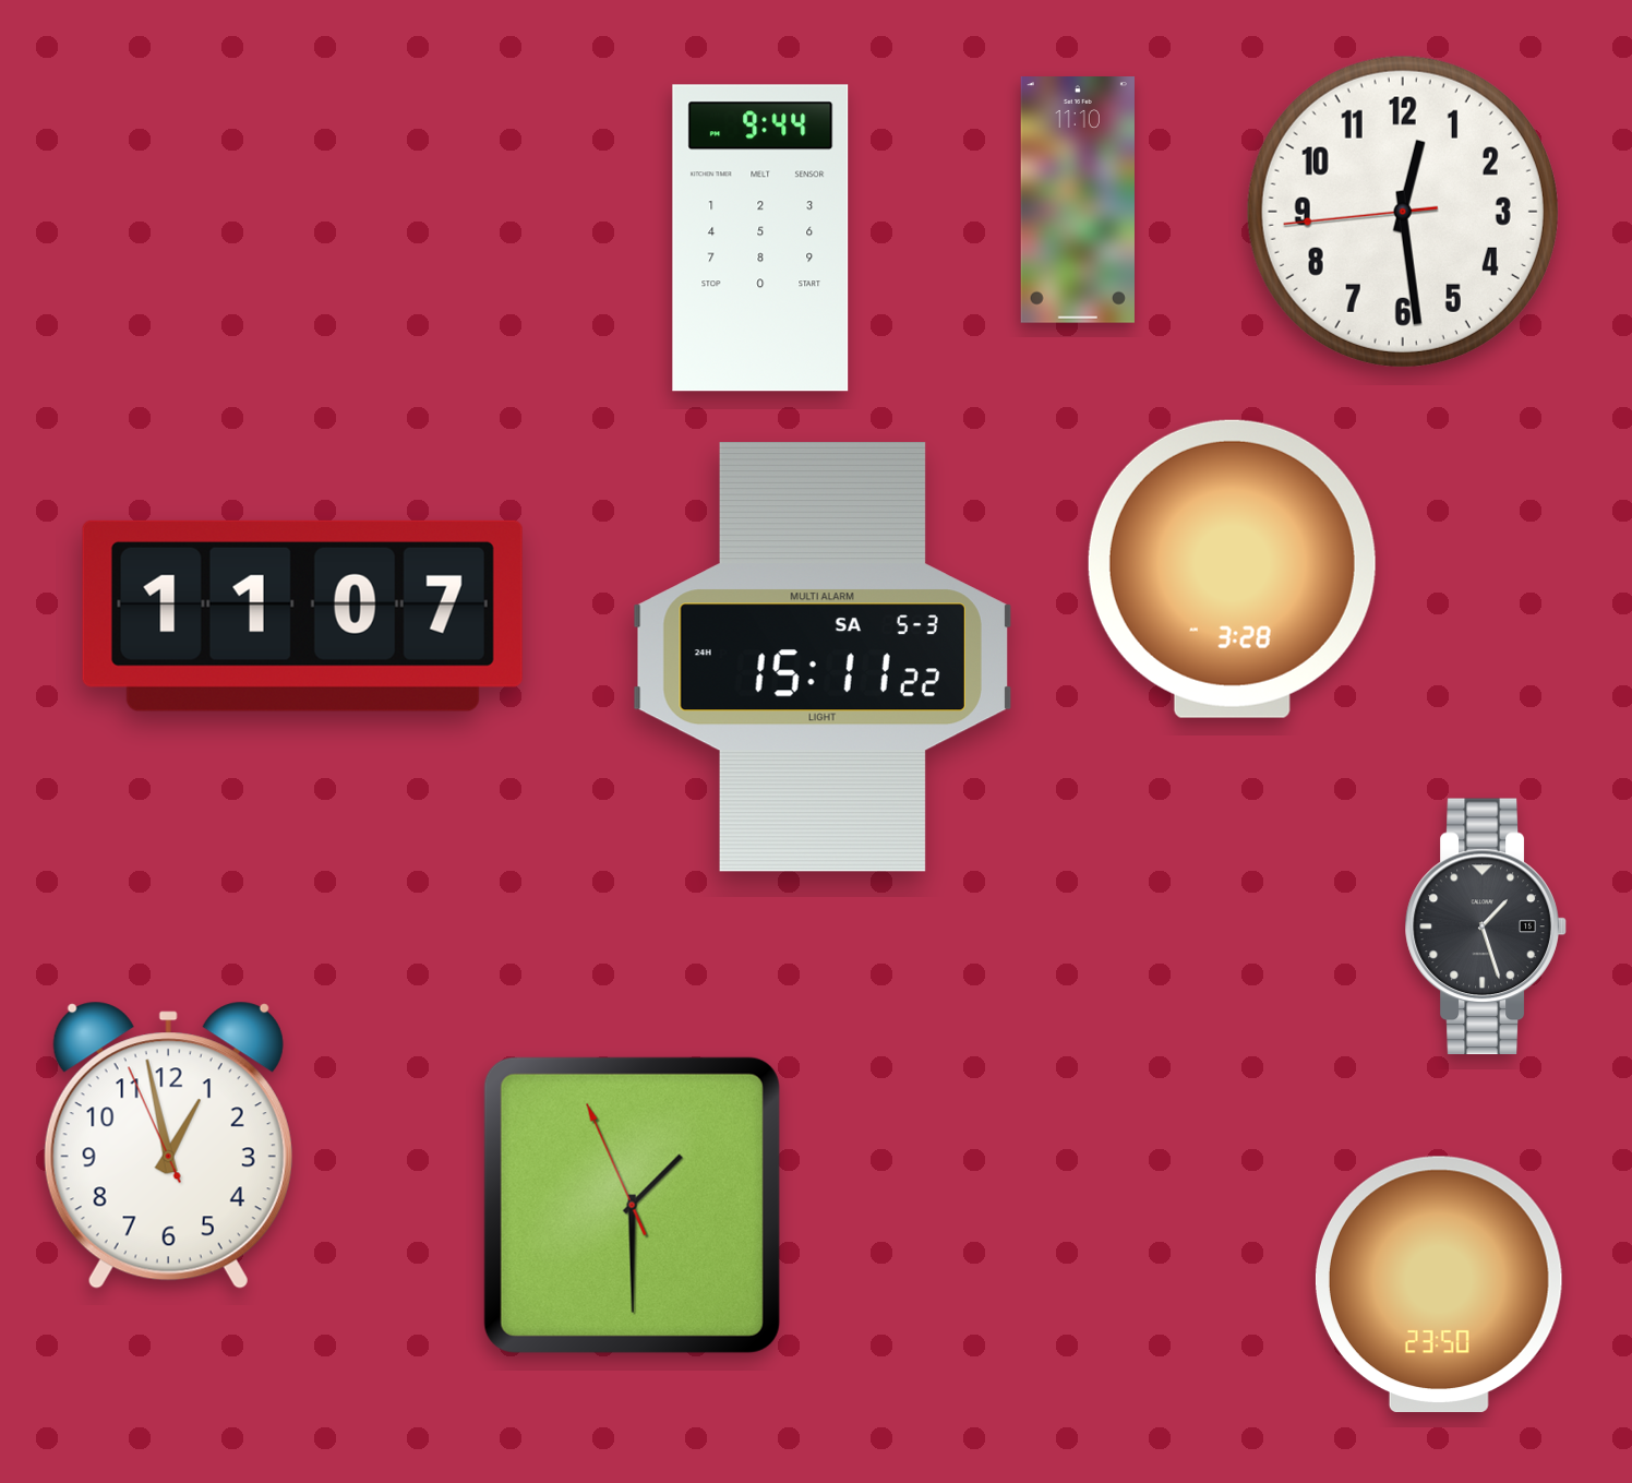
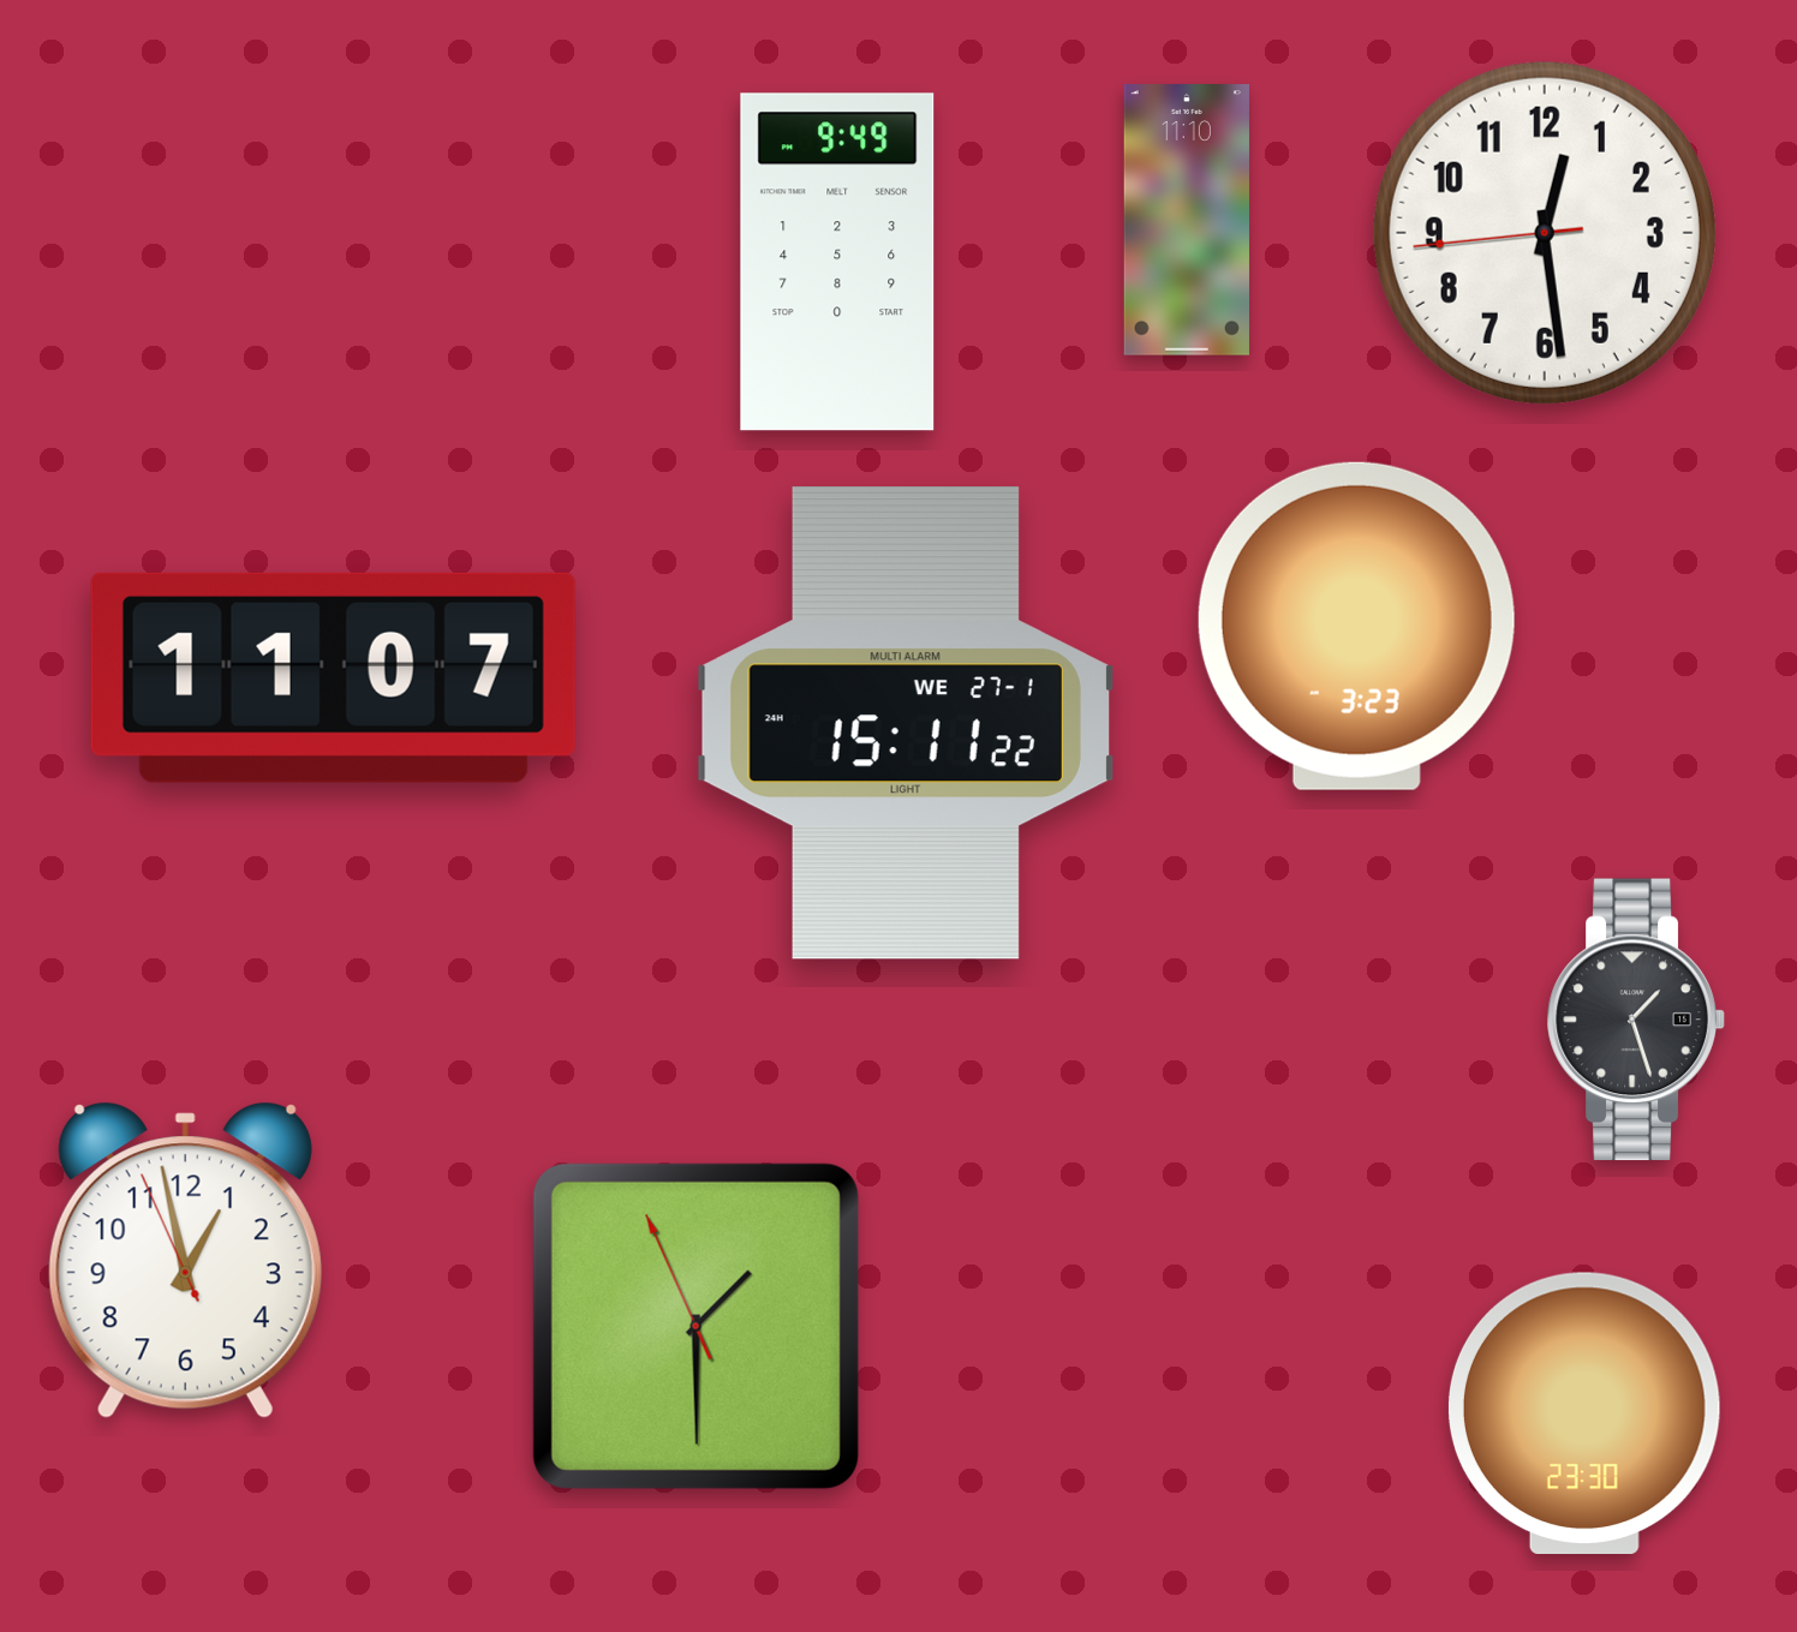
clock at (760, 238): 9:44 -> 9:49
clock at (1232, 569): 3:28 -> 3:23
clock at (823, 657) date: SA 5-3 -> WE 27-1
clock at (1439, 1283): 23:50 -> 23:30
